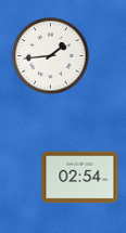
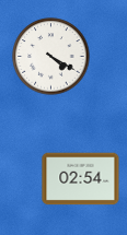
clock at (51, 56): 1:44 -> 4:20
